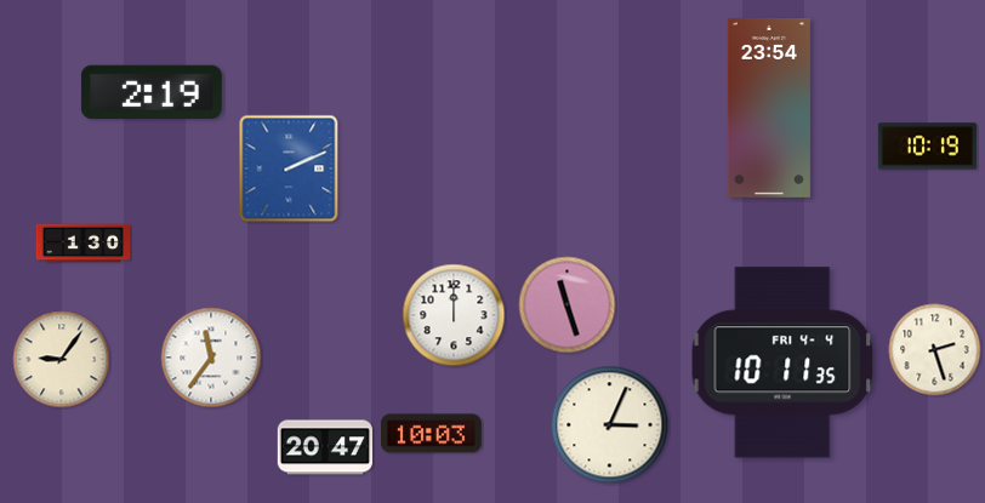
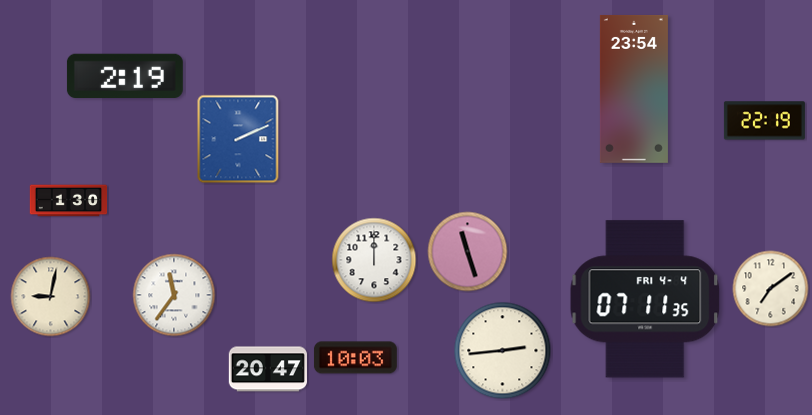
clock at (927, 147): 10:19 -> 22:19
clock at (935, 350): 2:27 -> 7:09
clock at (62, 360): 9:06 -> 9:02
clock at (782, 362): 10:11 -> 07:11
clock at (610, 425): 3:04 -> 2:44
